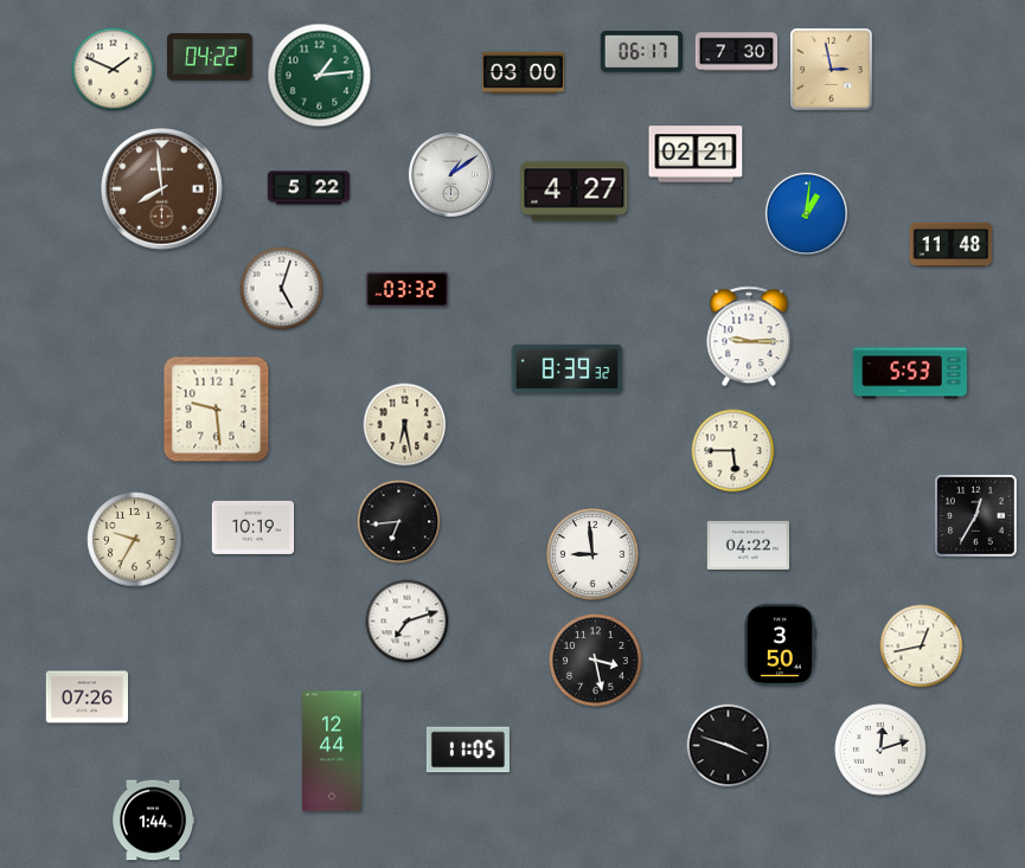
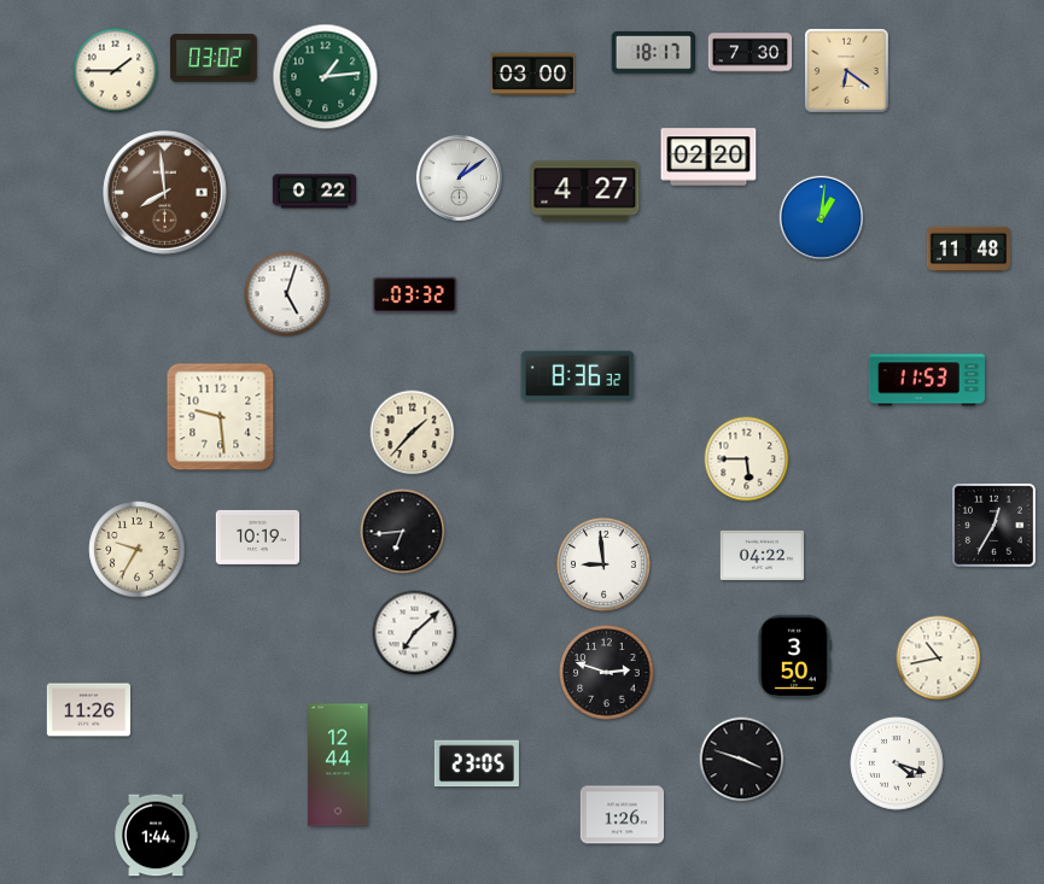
clock at (641, 52): 06:17 -> 18:17
clock at (211, 57): 04:22 -> 03:02
clock at (114, 70): 1:49 -> 1:45
clock at (832, 70): 2:58 -> 6:21
clock at (696, 154): 02:21 -> 02:20
clock at (309, 188): 5:22 -> 0:22
clock at (575, 192) position: (575, 192) -> (585, 192)
clock at (749, 336): 9:15 -> none
clock at (568, 368): 8:39 -> 8:36
clock at (910, 373): 5:53 -> 11:53
clock at (405, 425): 6:28 -> 1:37
clock at (399, 522) position: (399, 522) -> (403, 532)
clock at (408, 622): 7:12 -> 7:08
clock at (922, 647): 12:43 -> 10:43
clock at (596, 661): 3:28 -> 2:48
clock at (88, 697): 07:26 -> 11:26
clock at (468, 750): 11:05 -> 23:05
clock at (880, 750): 12:12 -> 4:18
clock at (623, 815): none -> 1:26
